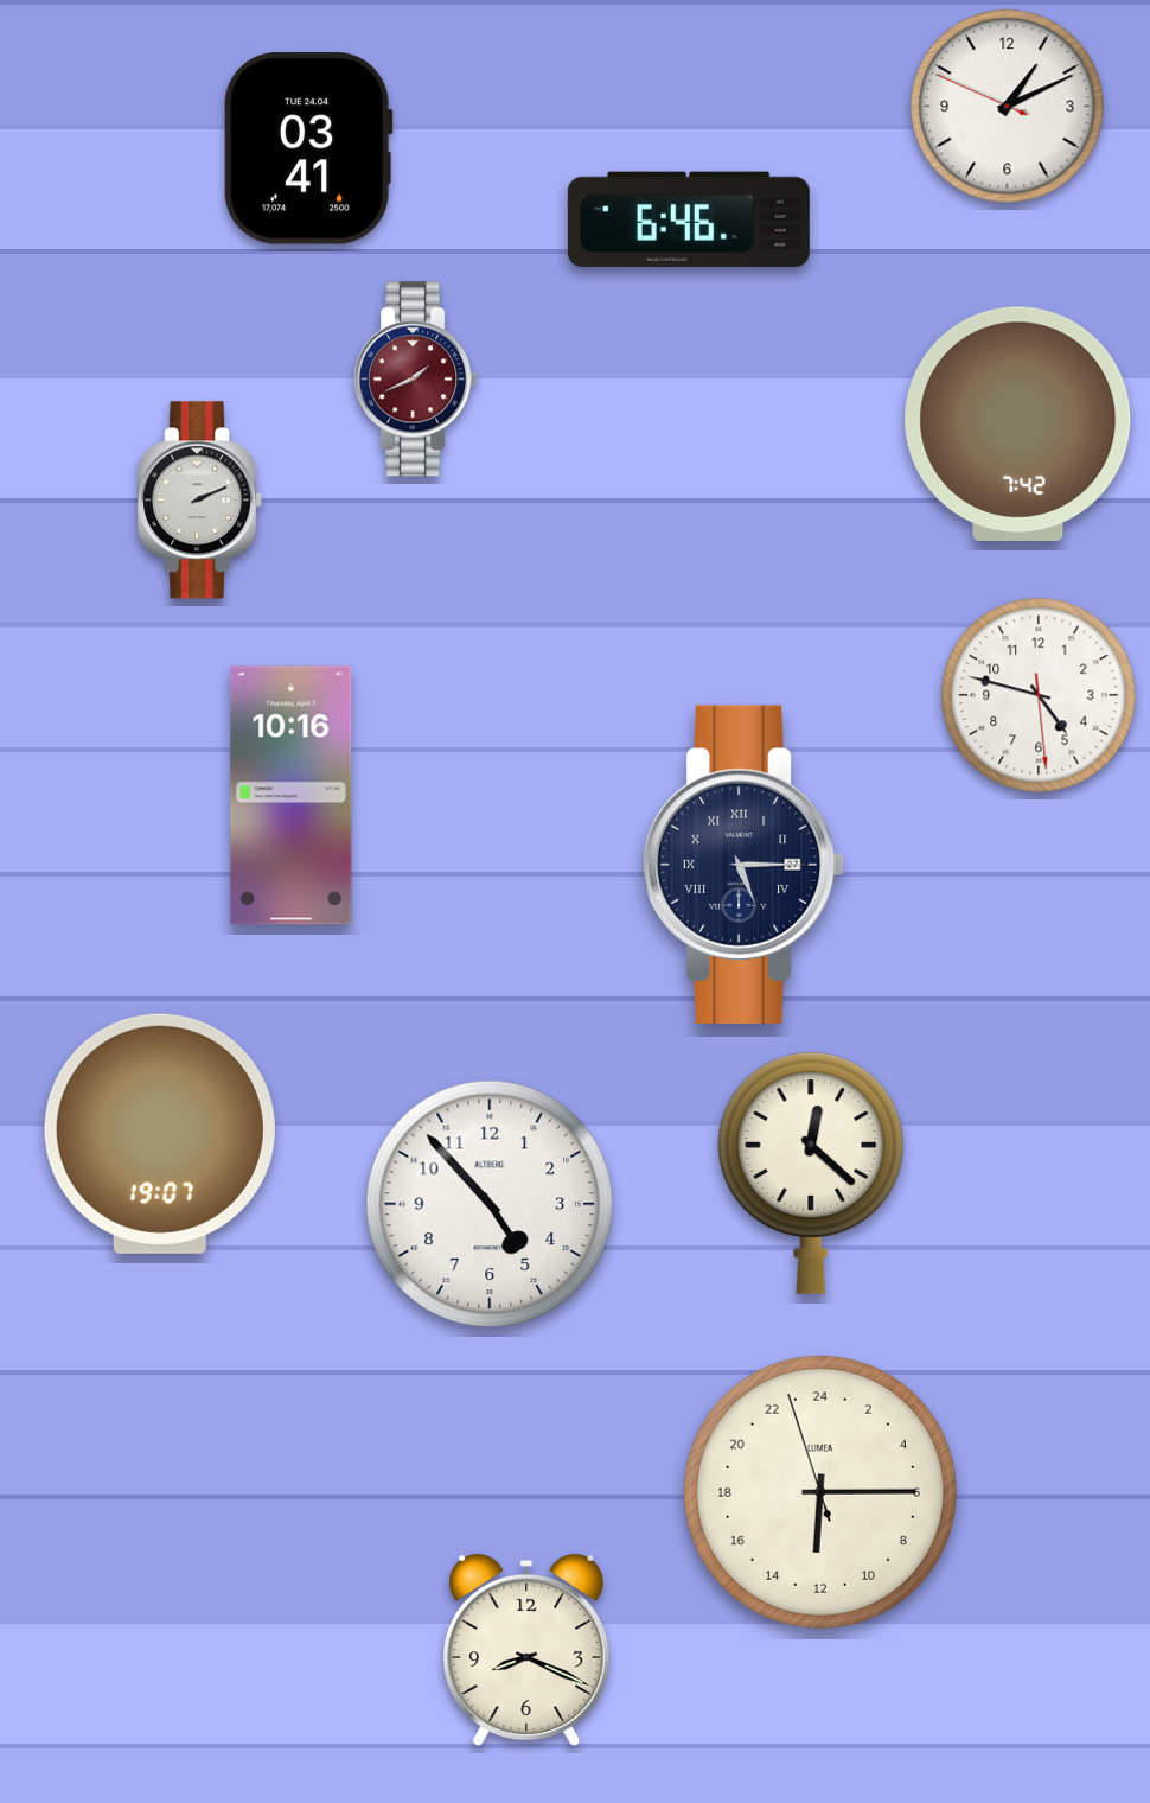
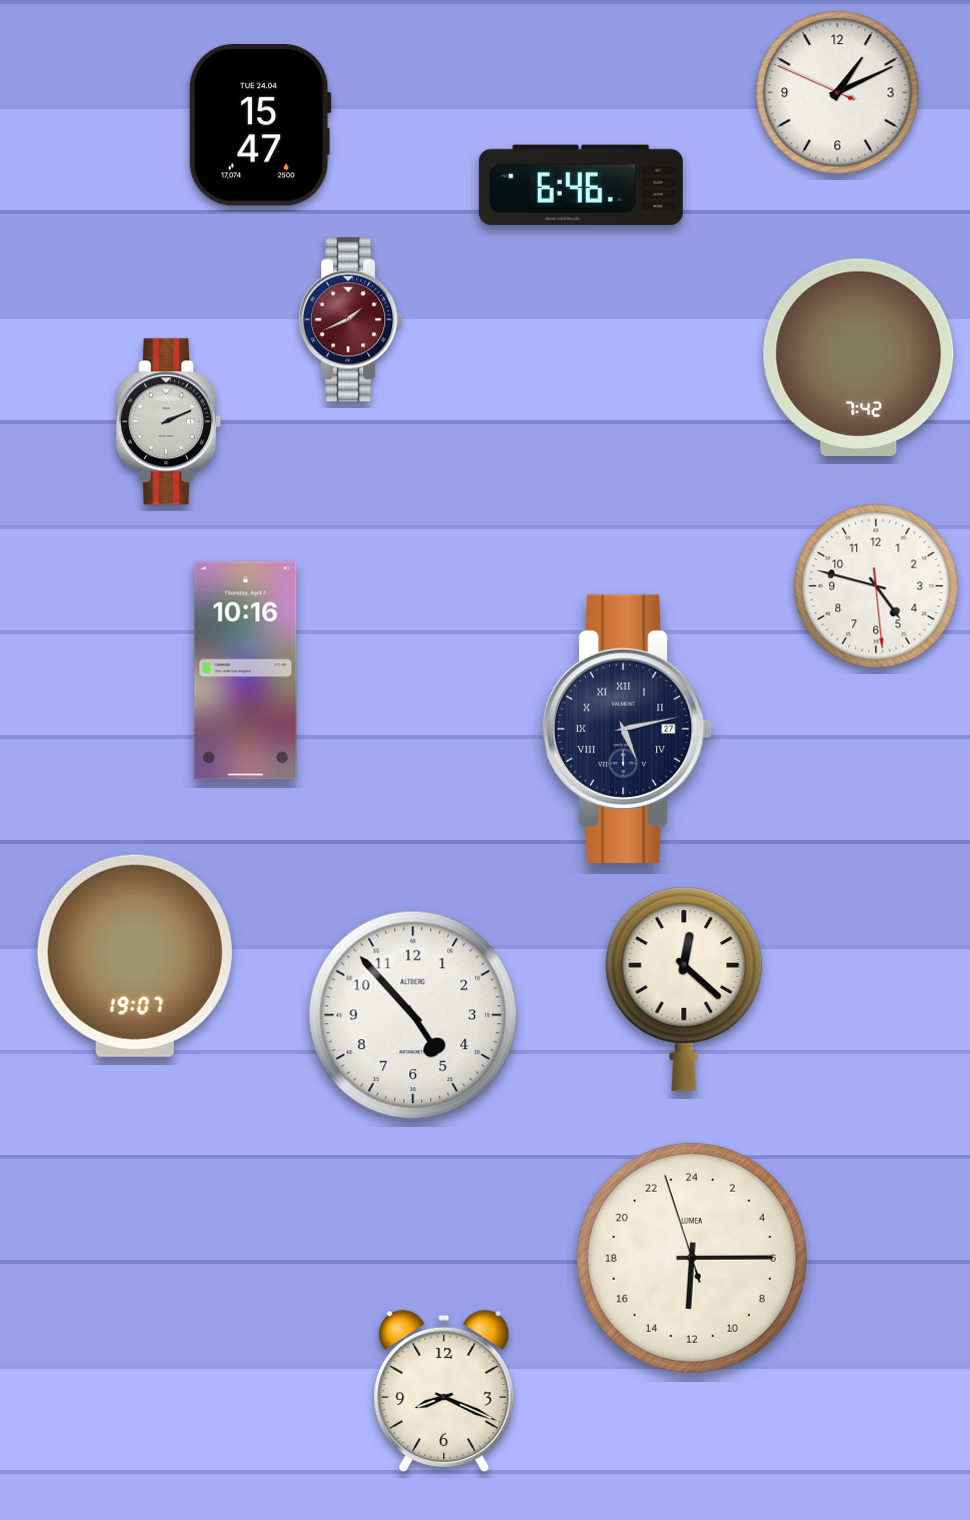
clock at (1008, 107) position: (1008, 107) -> (838, 93)
clock at (308, 148): 03:41 -> 15:47
clock at (743, 865): 5:15 -> 5:13
